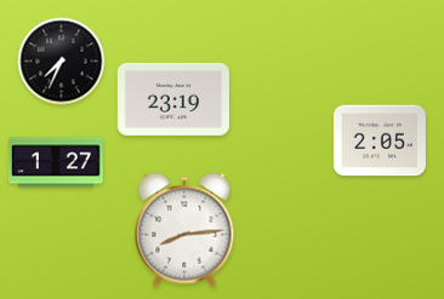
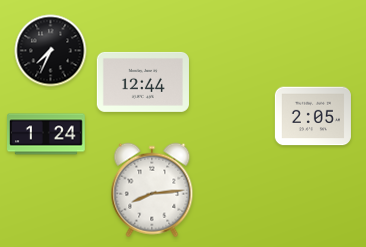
clock at (173, 99): 23:19 -> 12:44
clock at (57, 162): 1:27 -> 1:24
